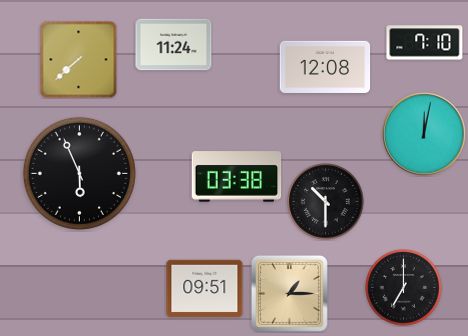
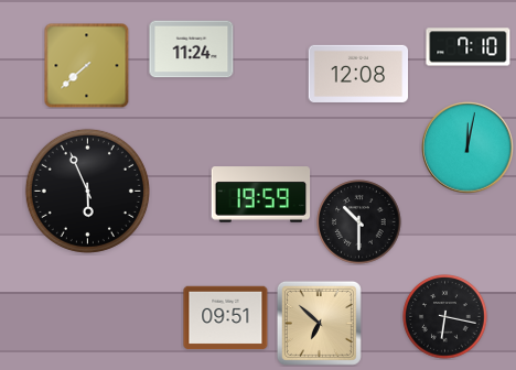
clock at (237, 177): 03:38 -> 19:59
clock at (404, 288): 7:00 -> 6:17
clock at (289, 293): 1:15 -> 6:52
